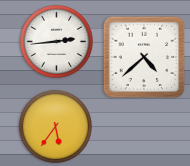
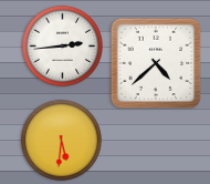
clock at (144, 57) position: (144, 57) -> (156, 63)
clock at (55, 126): 5:36 -> 5:31
